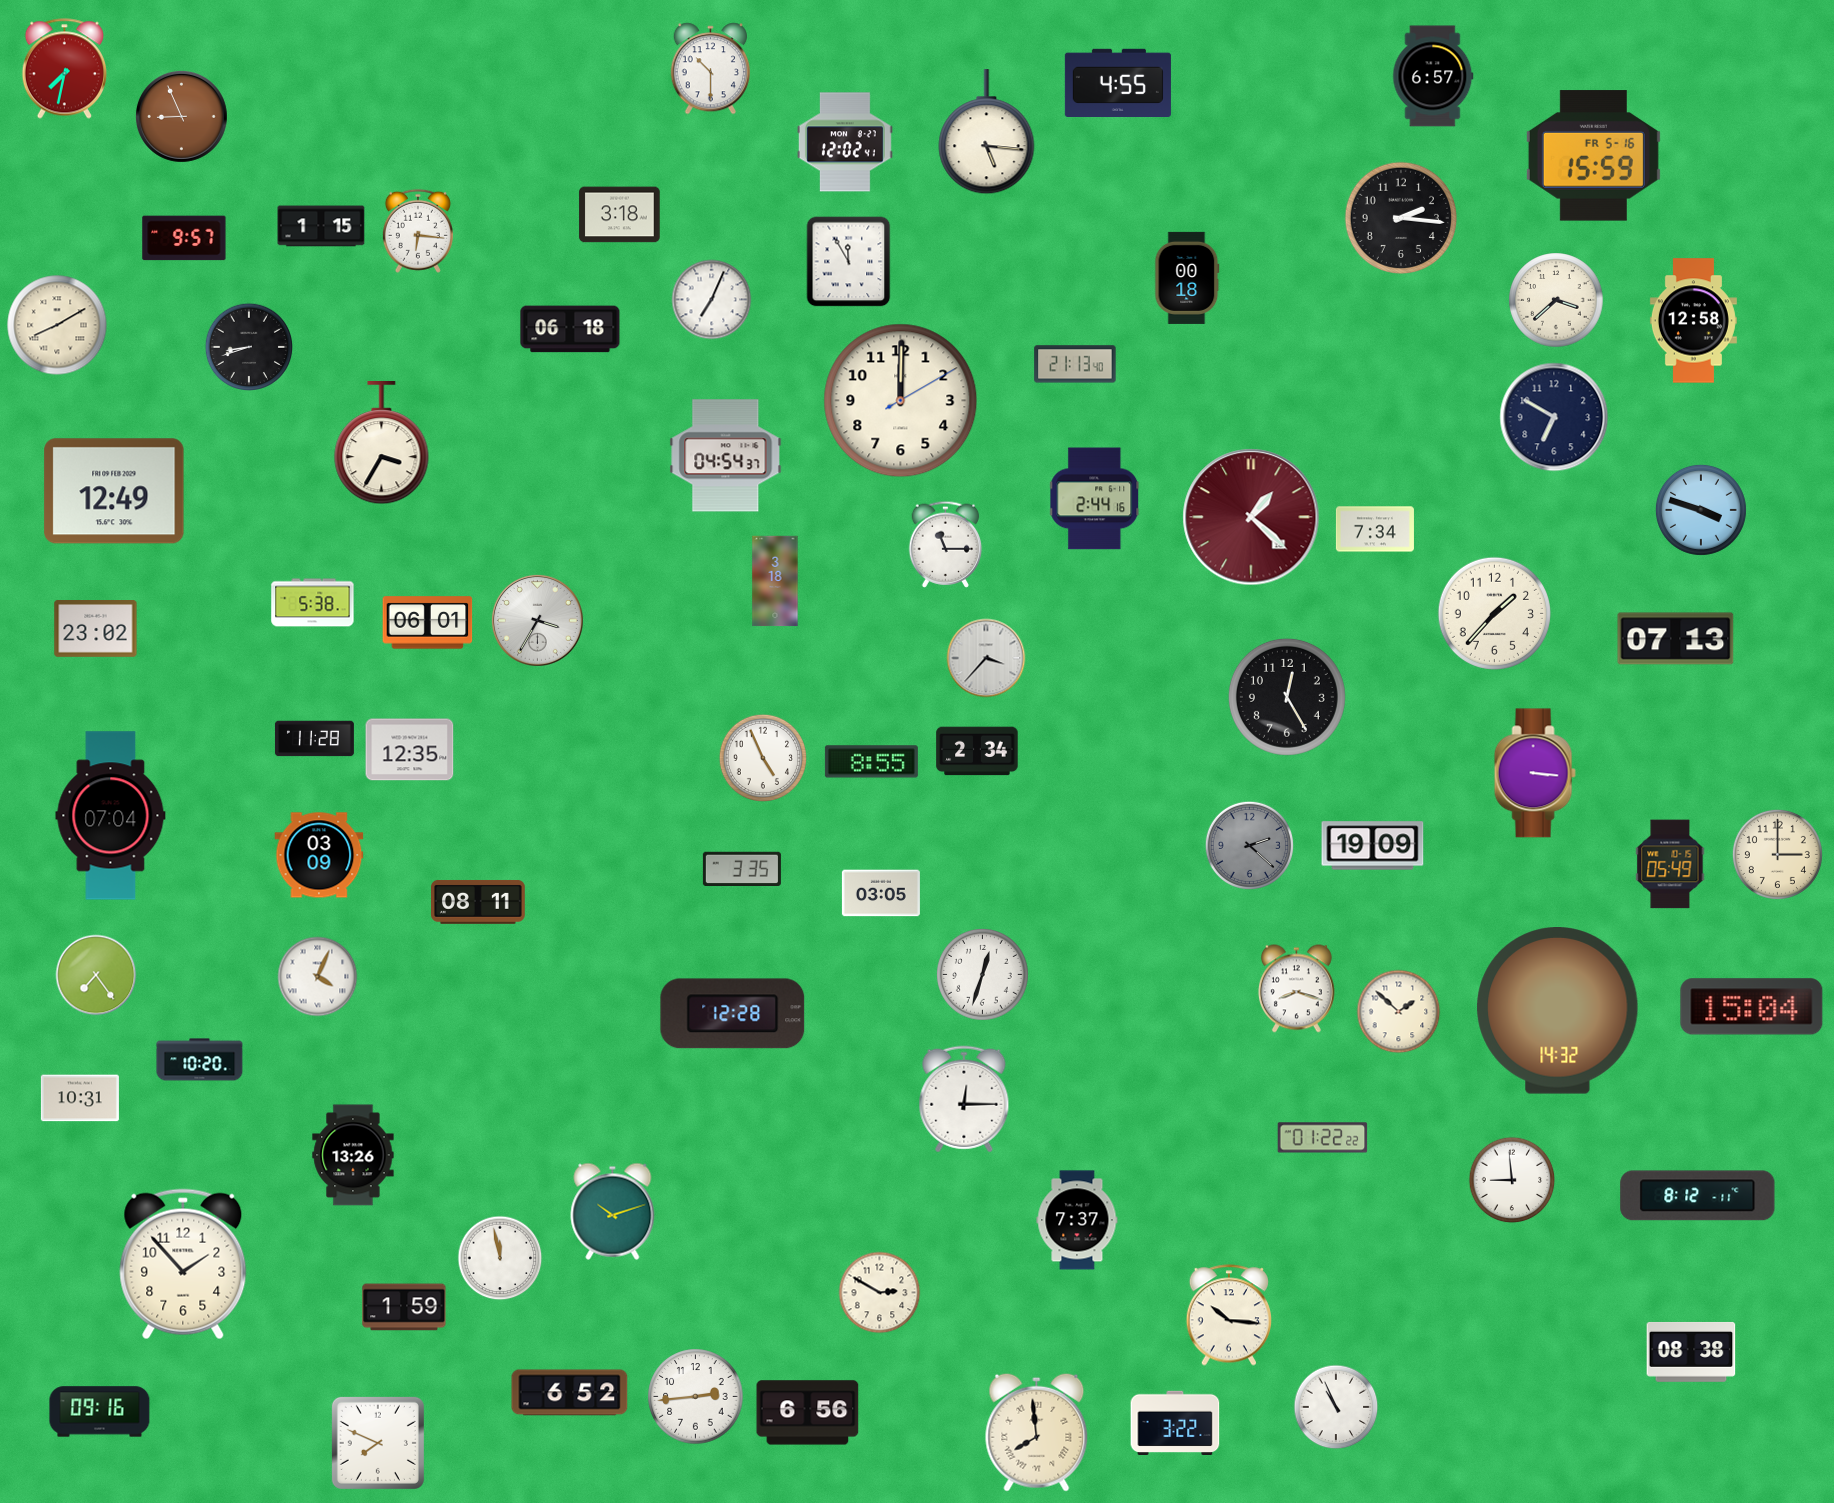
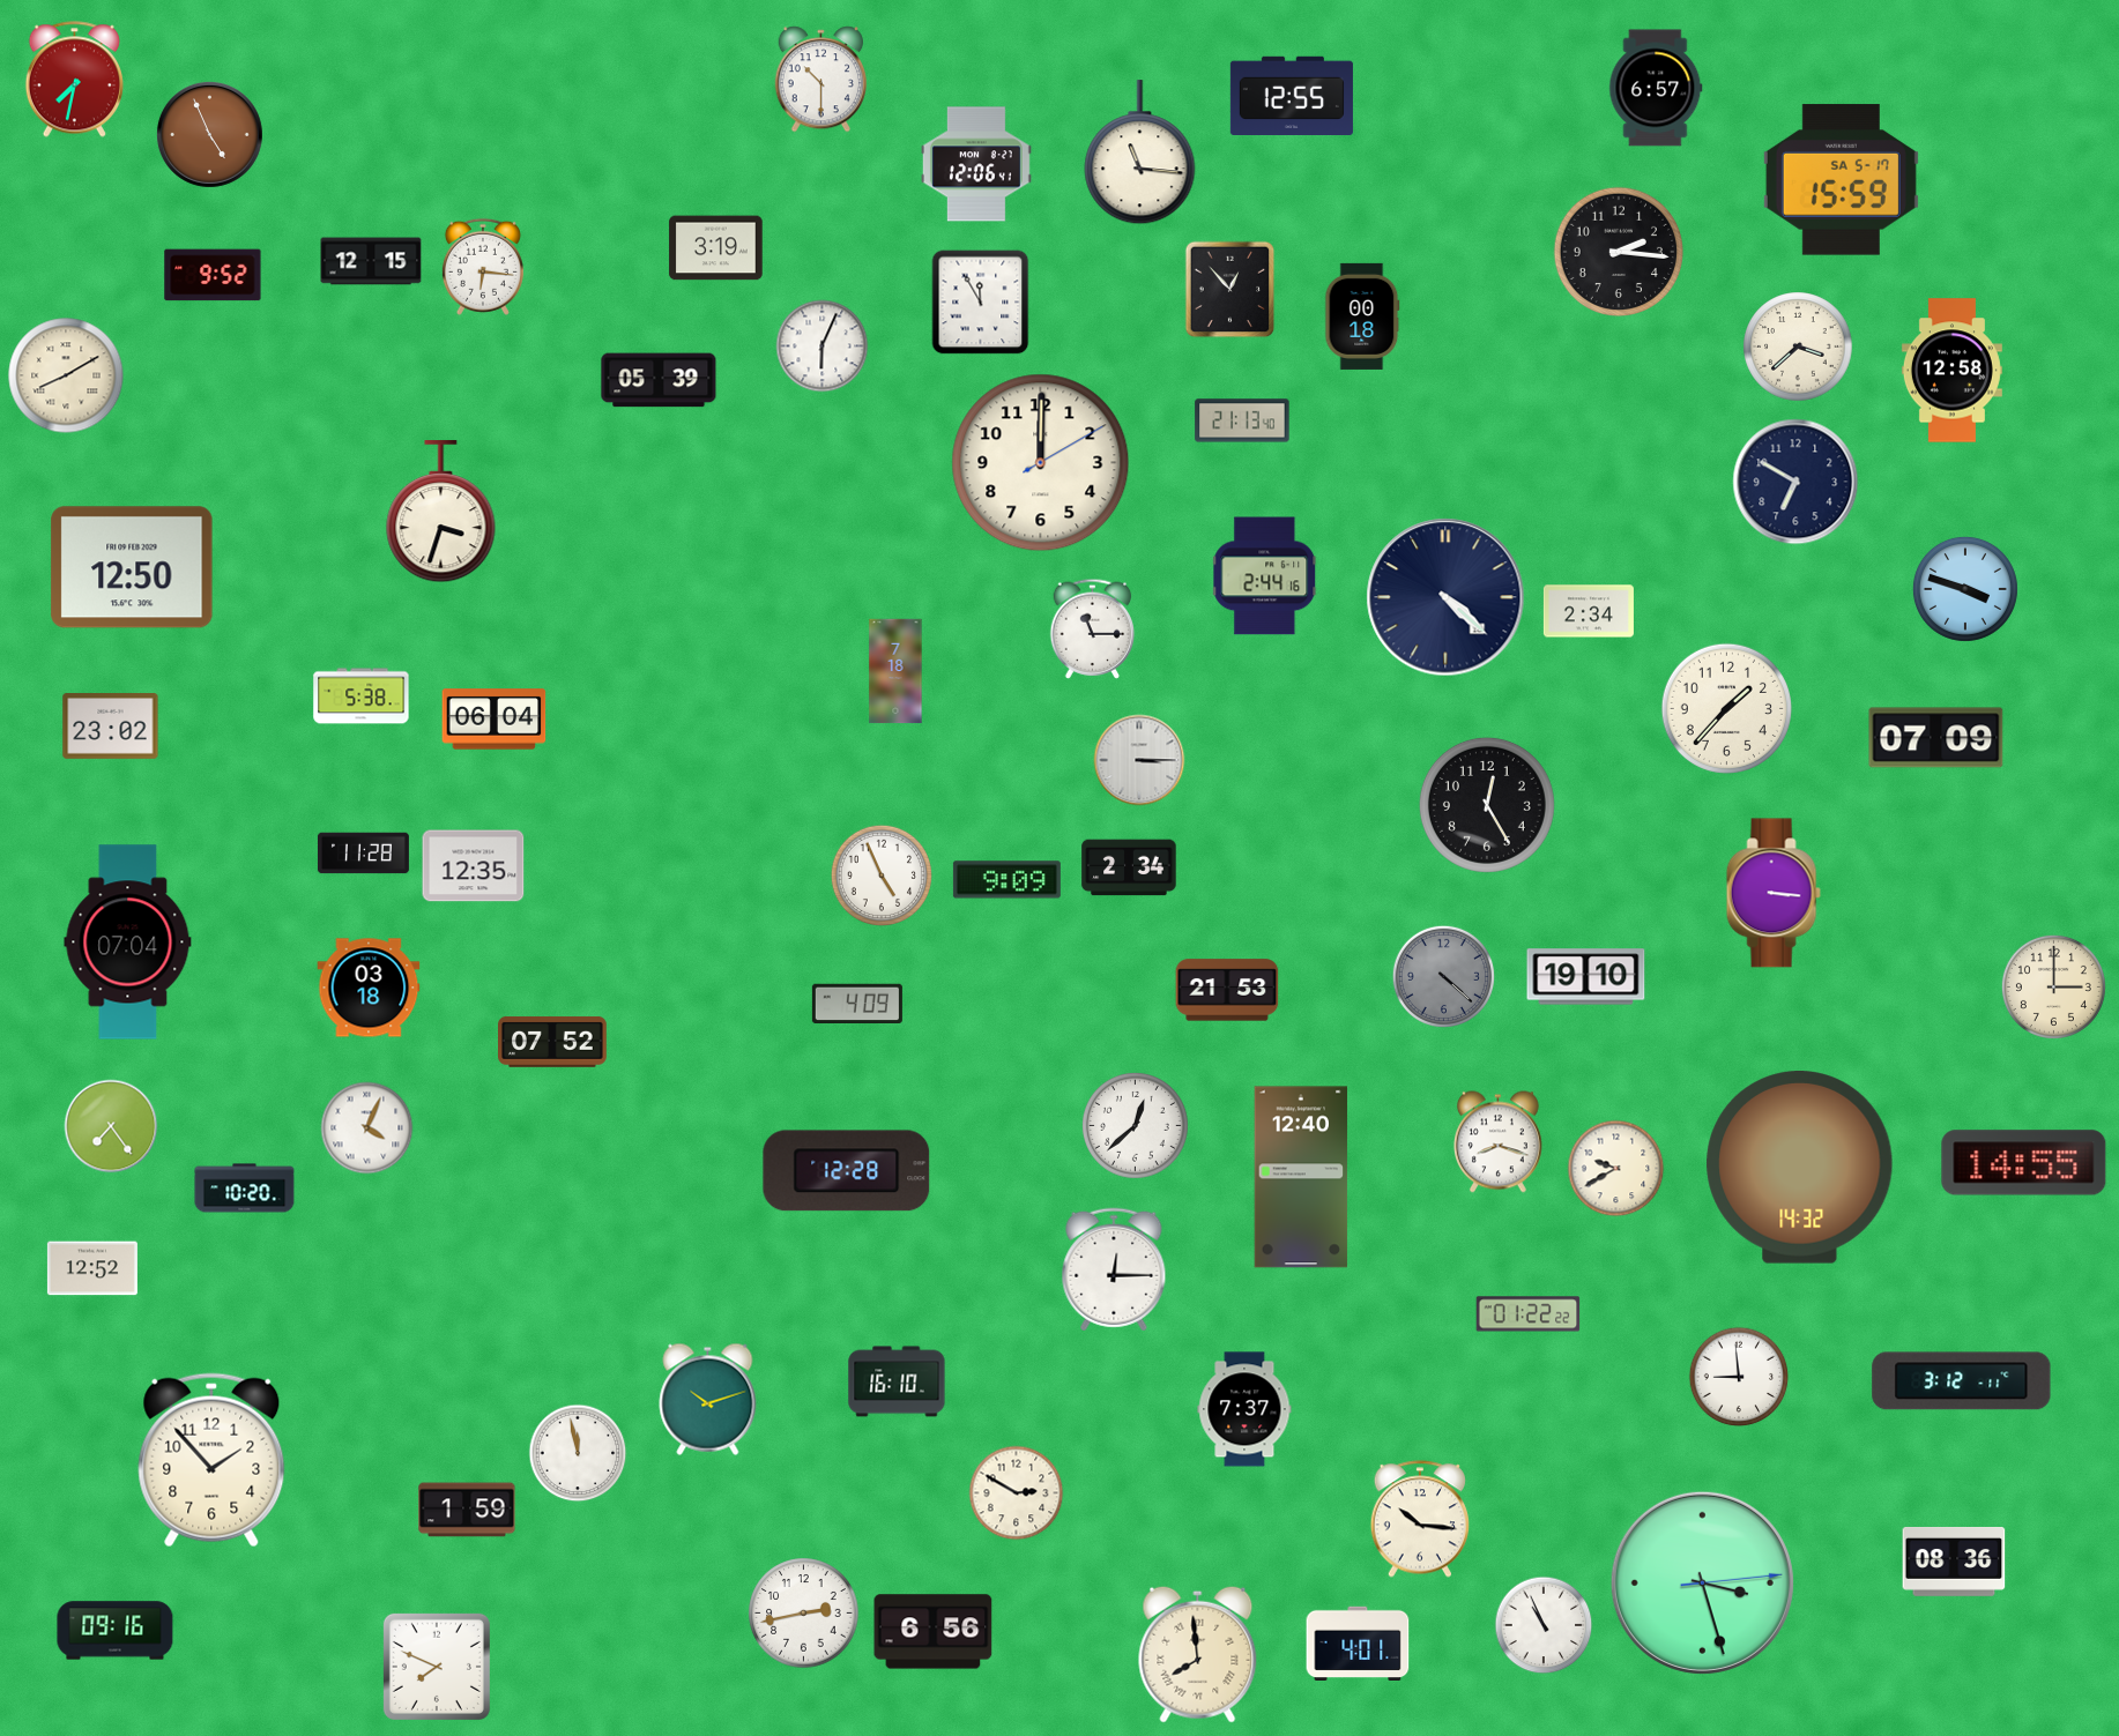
clock at (1118, 82): 4:55 -> 12:55
clock at (181, 116): 8:56 -> 4:56
clock at (987, 132): 5:16 -> 11:16
clock at (845, 142): 12:02 -> 12:06
clock at (1593, 156) date: FR 5-16 -> SA 5-17
clock at (620, 215): 3:18 -> 3:19
clock at (321, 226): 1:15 -> 12:15
clock at (184, 238): 9:57 -> 9:52
clock at (1230, 290): none -> 12:53
clock at (1187, 278) position: (1187, 278) -> (1362, 316)
clock at (712, 300): 7:04 -> 6:04
clock at (1693, 321) position: (1693, 321) -> (1951, 371)
clock at (570, 329): 06:18 -> 05:39
clock at (248, 346): 8:42 -> none
clock at (382, 444): 3:35 -> 3:33
clock at (726, 456): 04:54 -> none
clock at (114, 491): 12:49 -> 12:50
clock at (1251, 517): 1:22 -> 4:22
clock at (1251, 517) dial: burgundy -> navy
clock at (1375, 529): 7:34 -> 2:34
clock at (775, 581): 3:18 -> 7:18
clock at (537, 620): 3:35 -> none
clock at (428, 623): 06:01 -> 06:04
clock at (1676, 639): 07:13 -> 07:09
clock at (986, 658): 3:37 -> 3:15
clock at (871, 762): 8:55 -> 9:09
clock at (1249, 845): 2:22 -> 4:22
clock at (1373, 846): 19:09 -> 19:10
clock at (319, 855): 03:09 -> 03:18
clock at (1227, 990): none -> 21:53
clock at (1670, 864): 05:49 -> none
clock at (742, 869): 3:35 -> 4:09
clock at (881, 893): 03:05 -> none
clock at (479, 902): 08:11 -> 07:52
clock at (982, 974): 12:33 -> 12:38
clock at (1752, 1007): 15:04 -> 14:55
clock at (1399, 1012): 1:52 -> 9:40
clock at (1301, 1177): none -> 12:40
clock at (200, 1060) position: (200, 1060) -> (245, 1189)
clock at (80, 1098): 10:31 -> 12:52
clock at (353, 1155): 13:26 -> none
clock at (1512, 1180) position: (1512, 1180) -> (1739, 1377)
clock at (897, 1381): none -> 16:10
clock at (1698, 1196): 8:12 -> 3:12
clock at (1691, 1352): 08:38 -> 08:36
clock at (1702, 1582): none -> 3:27
clock at (570, 1393): 6:52 -> none
clock at (696, 1397): 2:44 -> 2:43
clock at (1175, 1423): 3:22 -> 4:01
